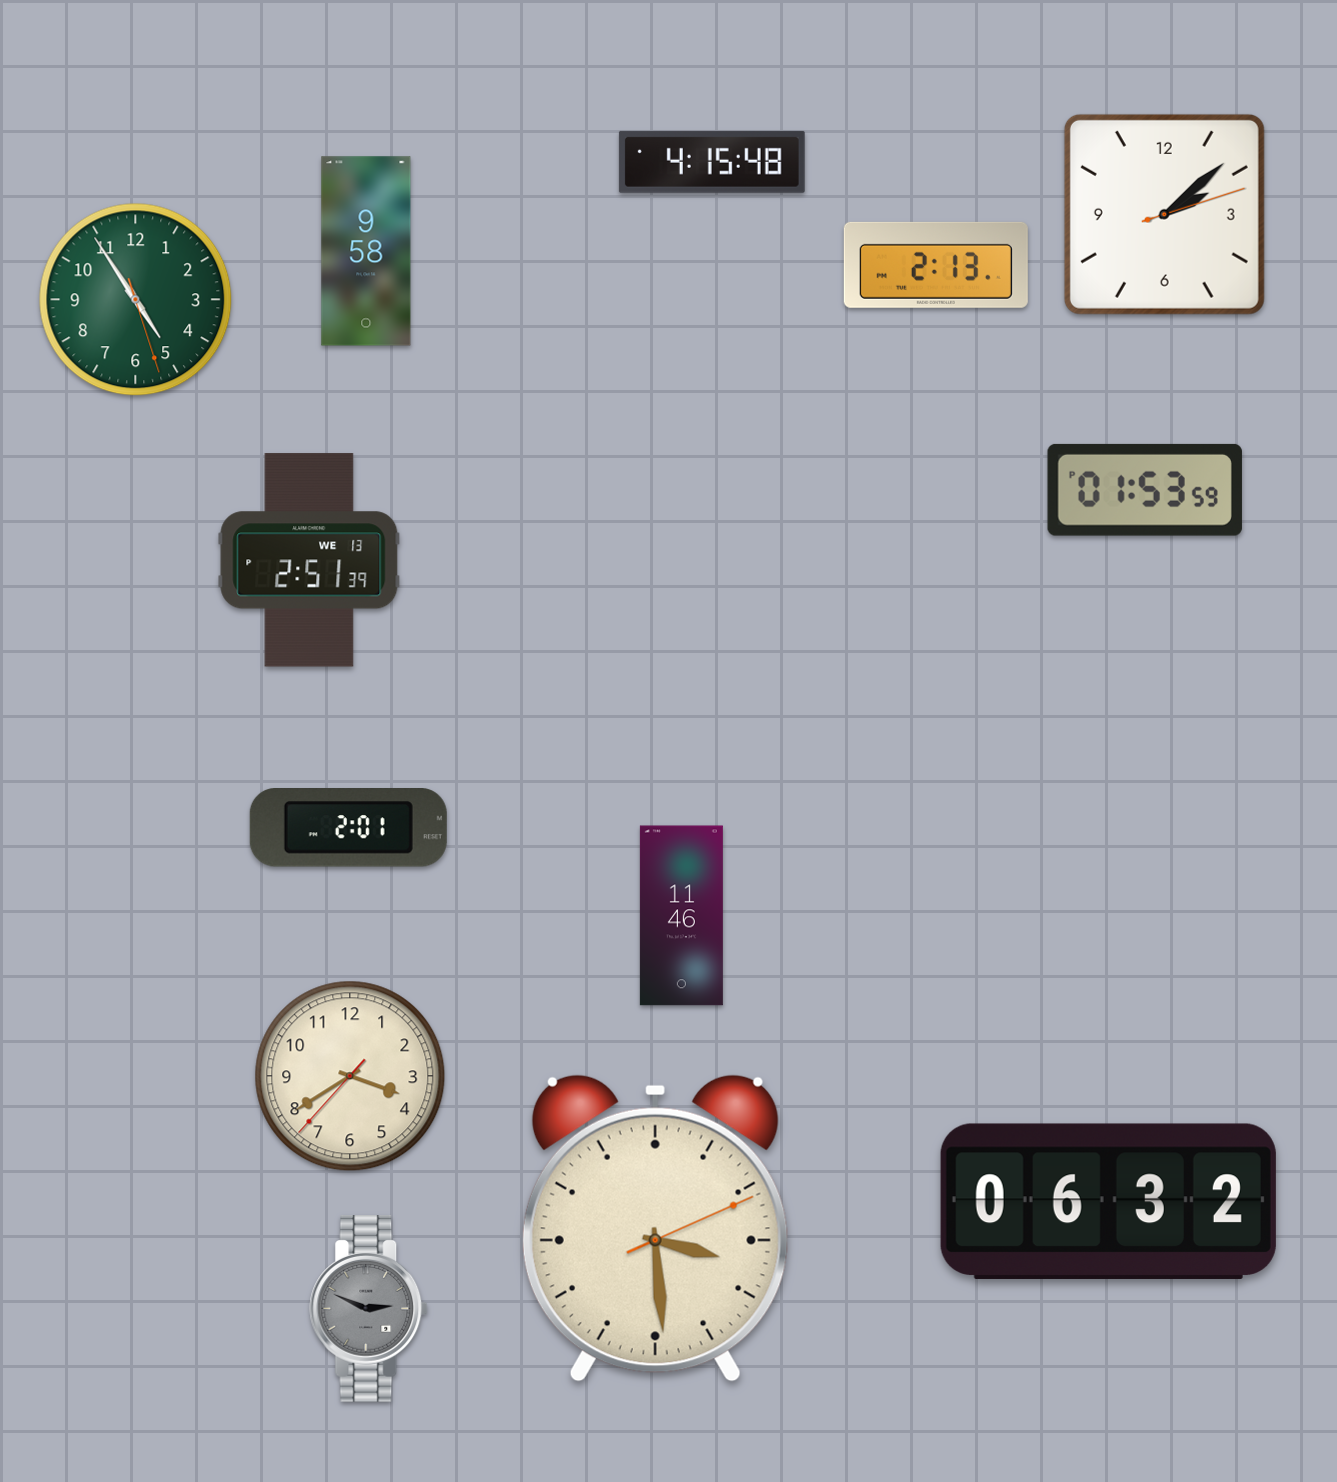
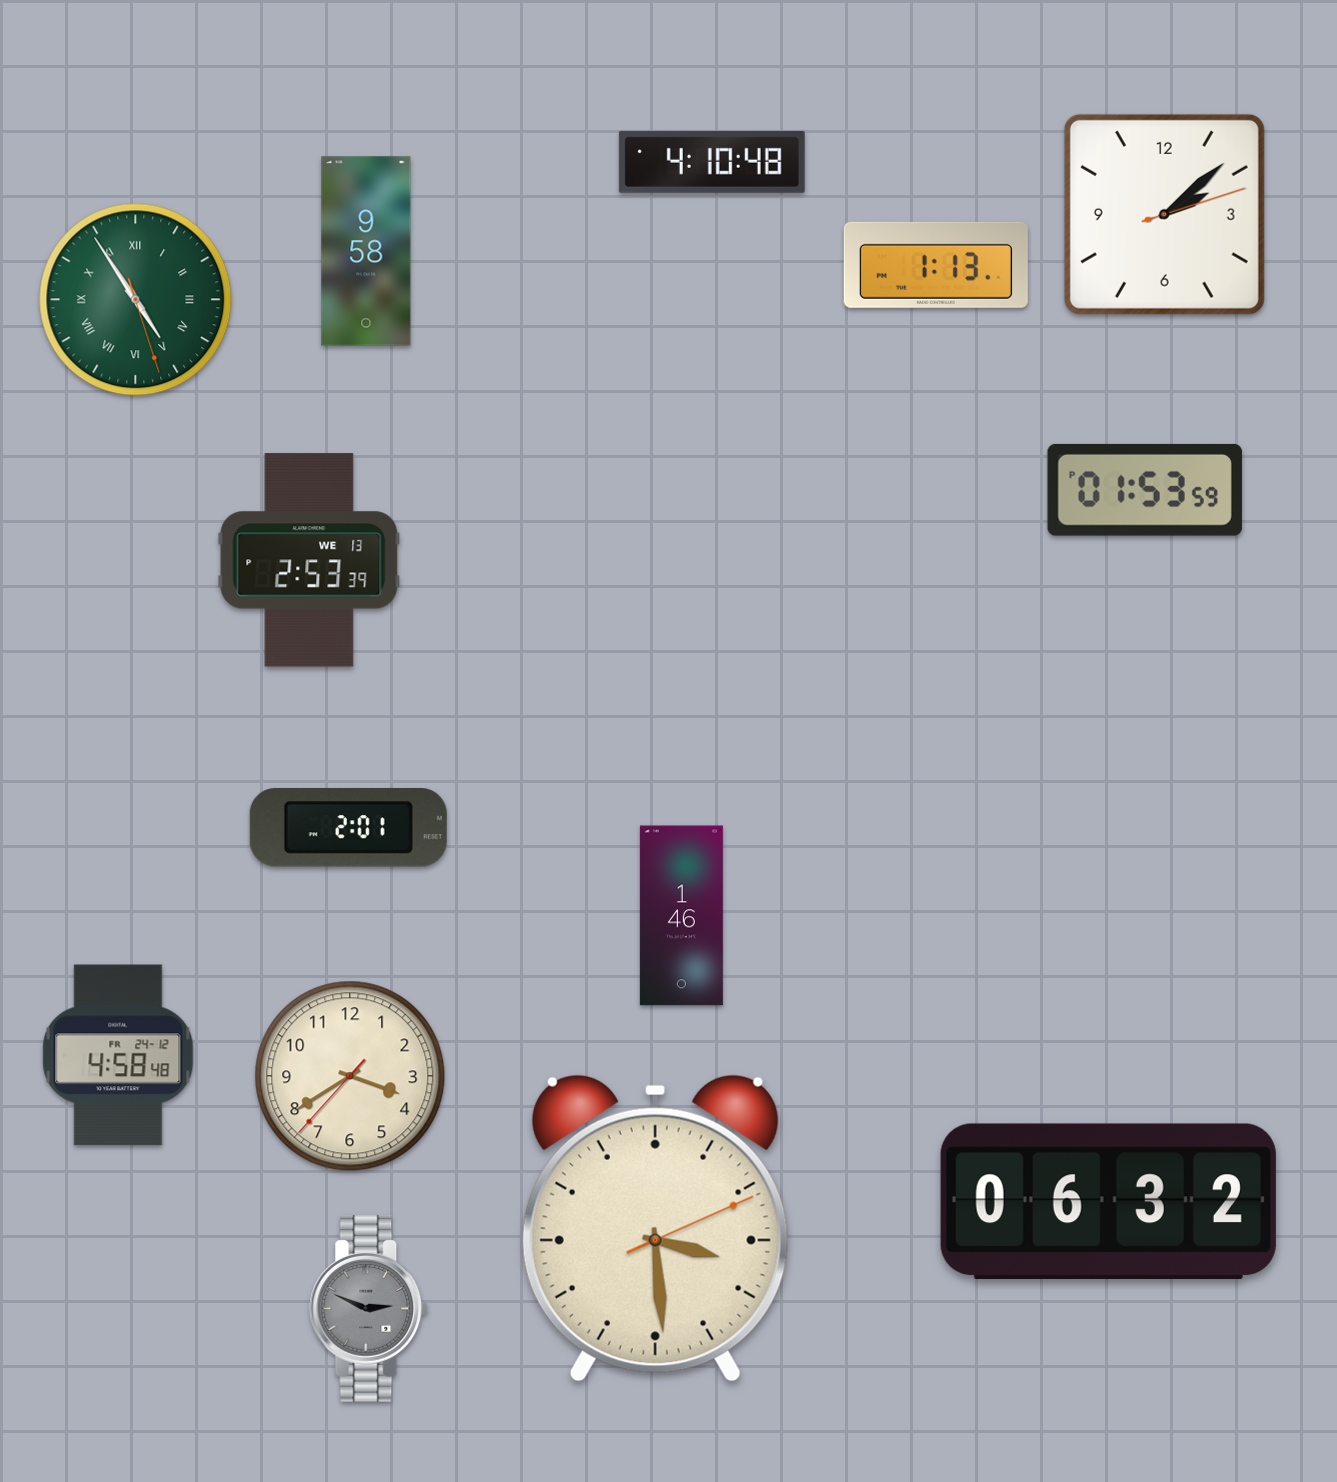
clock at (712, 162): 4:15 -> 4:10
clock at (936, 265): 2:13 -> 1:13
clock at (136, 300) numerals: Arabic -> Roman
clock at (309, 560): 2:51 -> 2:53
clock at (681, 916): 11:46 -> 1:46
clock at (118, 1055): none -> 4:58
